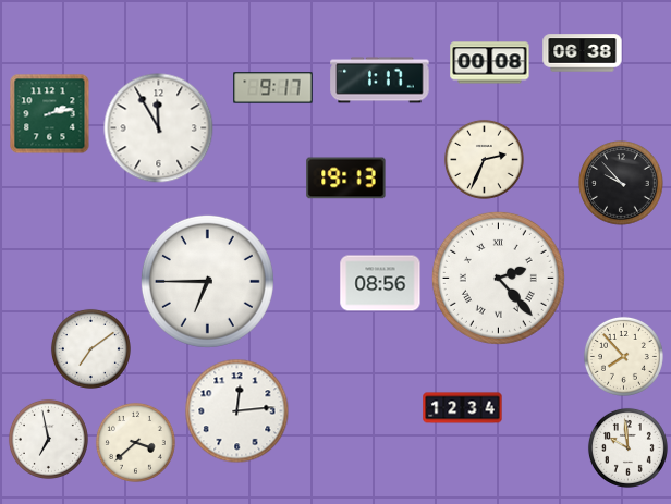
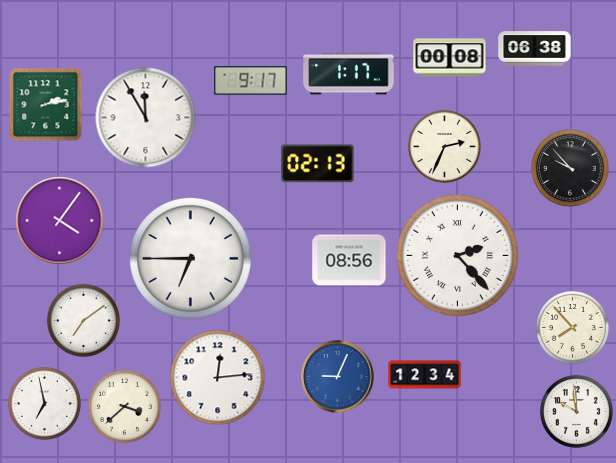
clock at (346, 179): 19:13 -> 02:13
clock at (60, 221): none -> 4:06
clock at (338, 377): none -> 9:04
